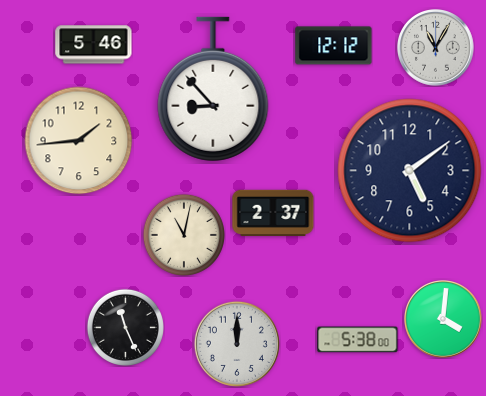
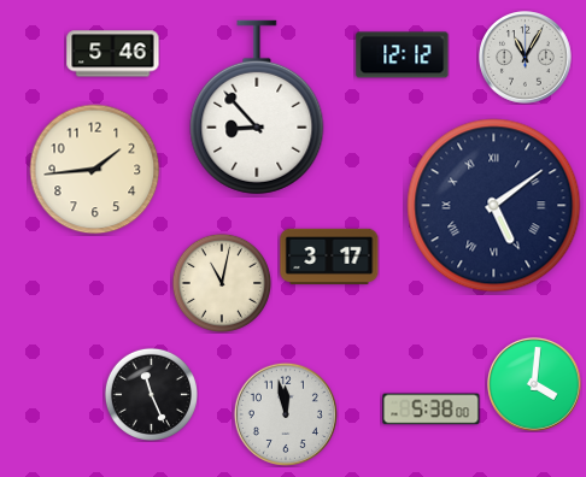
clock at (410, 171) numerals: Arabic -> Roman
clock at (273, 212): 2:37 -> 3:17
clock at (237, 344): 12:00 -> 11:58
